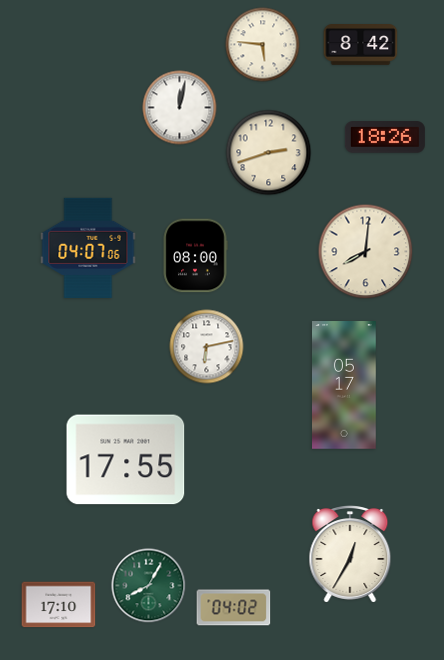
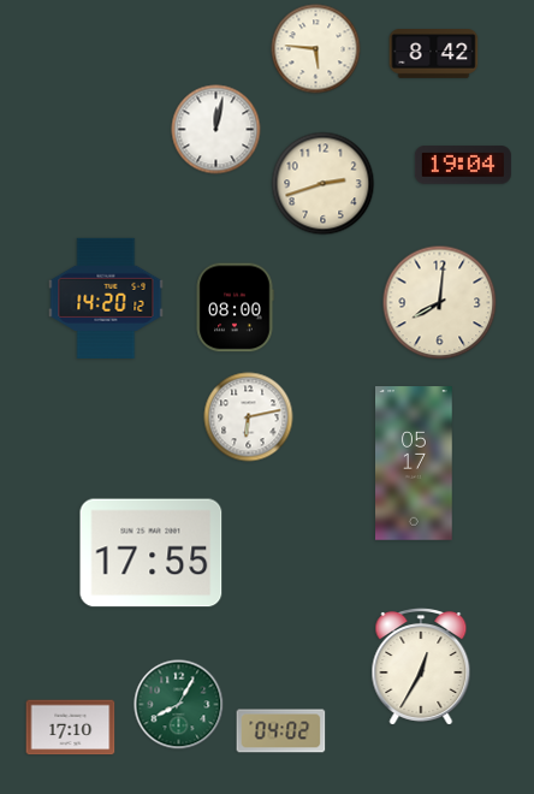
clock at (263, 45) position: (263, 45) -> (316, 49)
clock at (385, 137): 18:26 -> 19:04
clock at (88, 248): 04:07 -> 14:20
